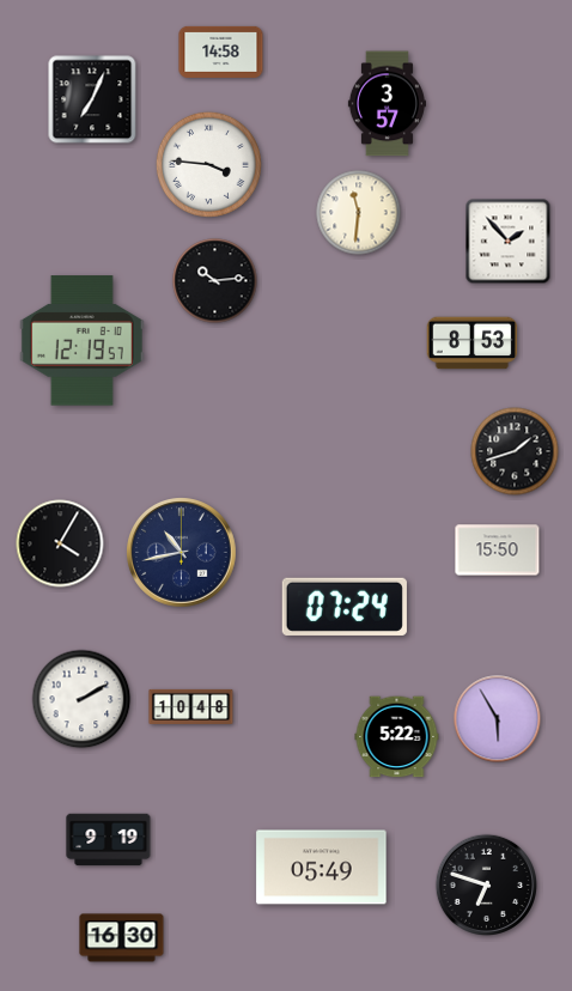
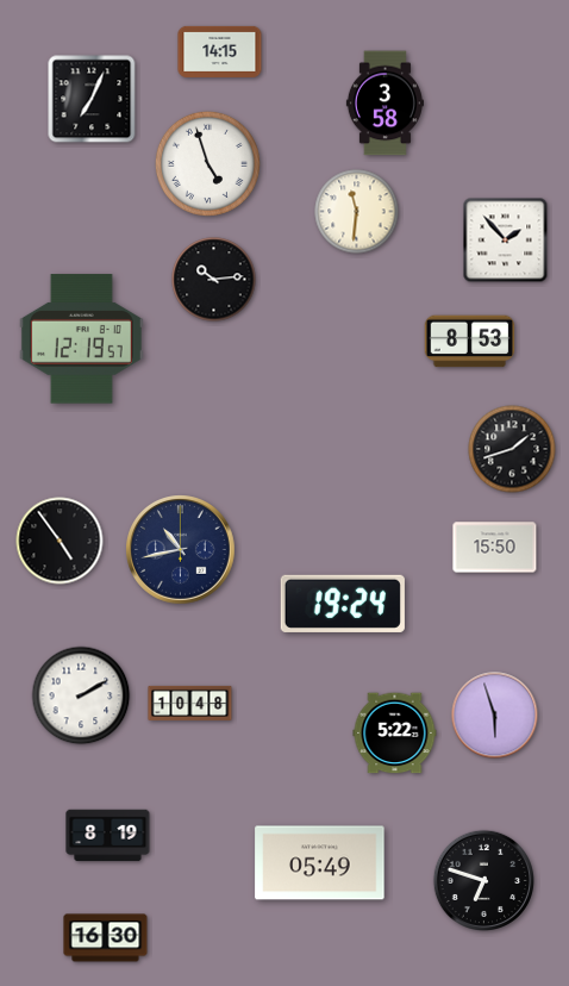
clock at (221, 51): 14:58 -> 14:15
clock at (387, 104): 3:57 -> 3:58
clock at (208, 164): 3:46 -> 4:57
clock at (60, 543): 4:05 -> 4:54
clock at (345, 607): 07:24 -> 19:24
clock at (498, 719): 5:55 -> 5:57
clock at (109, 840): 9:19 -> 8:19
clock at (122, 938) position: (122, 938) -> (106, 938)
